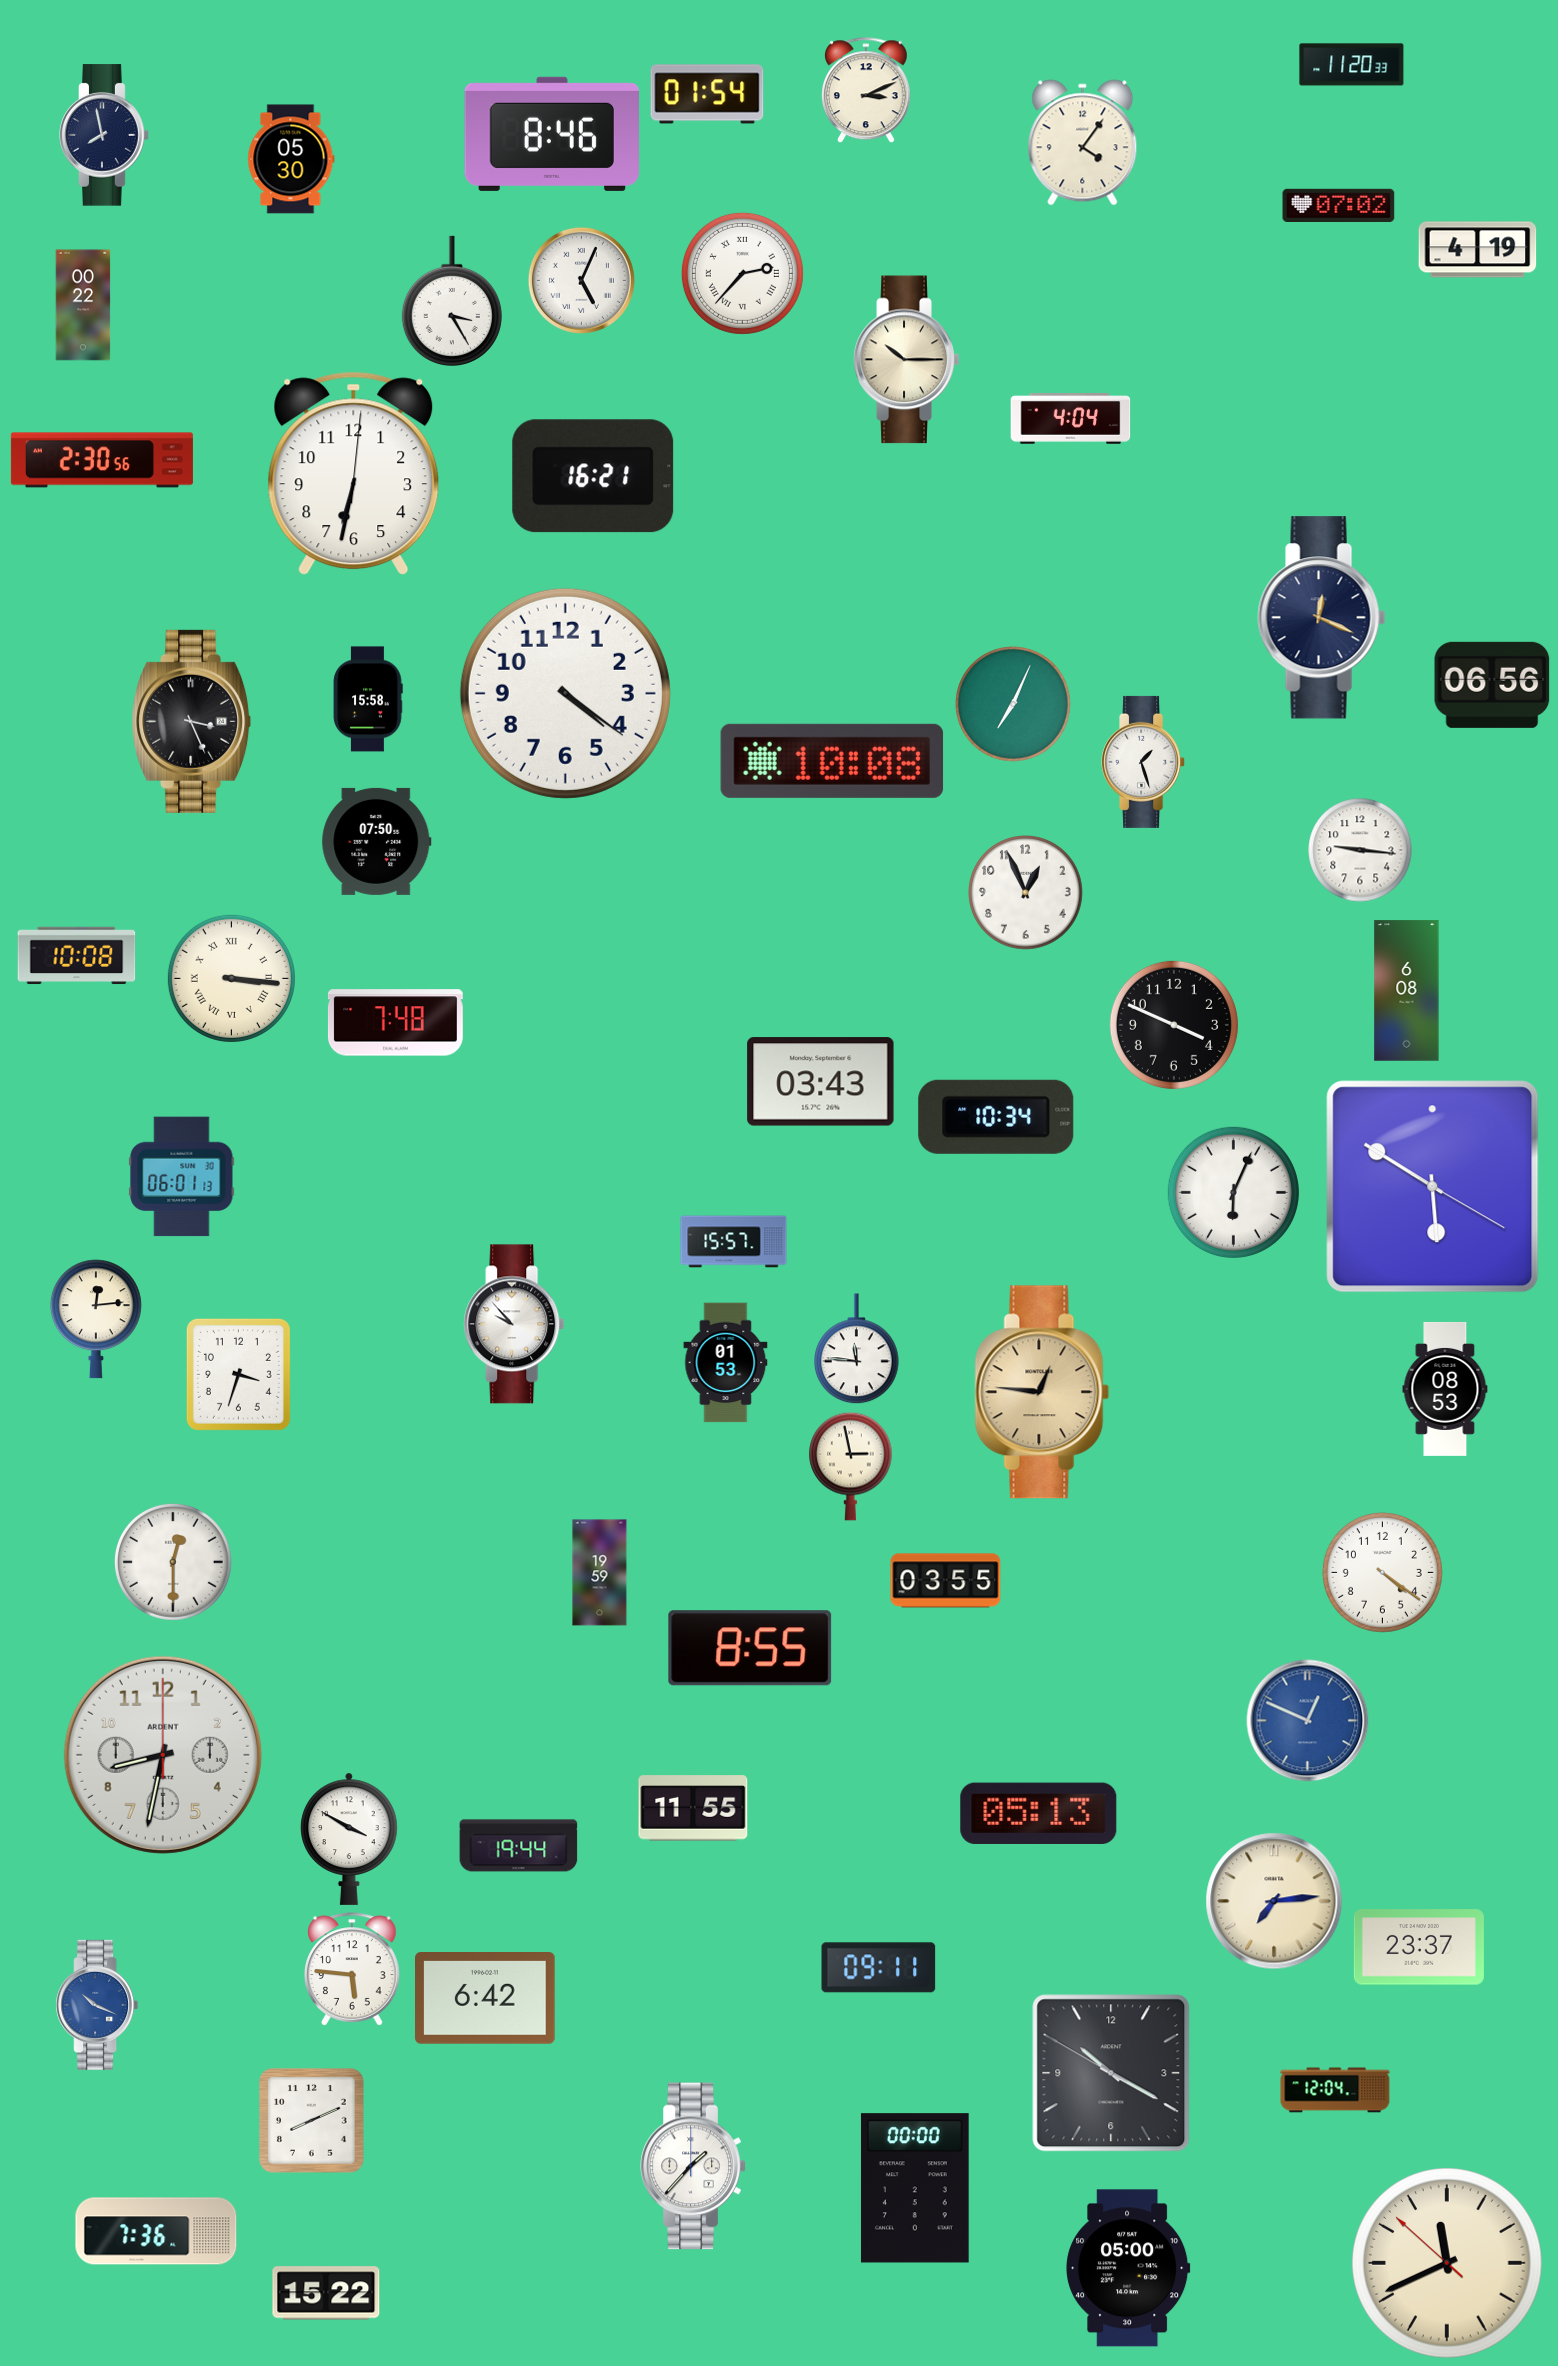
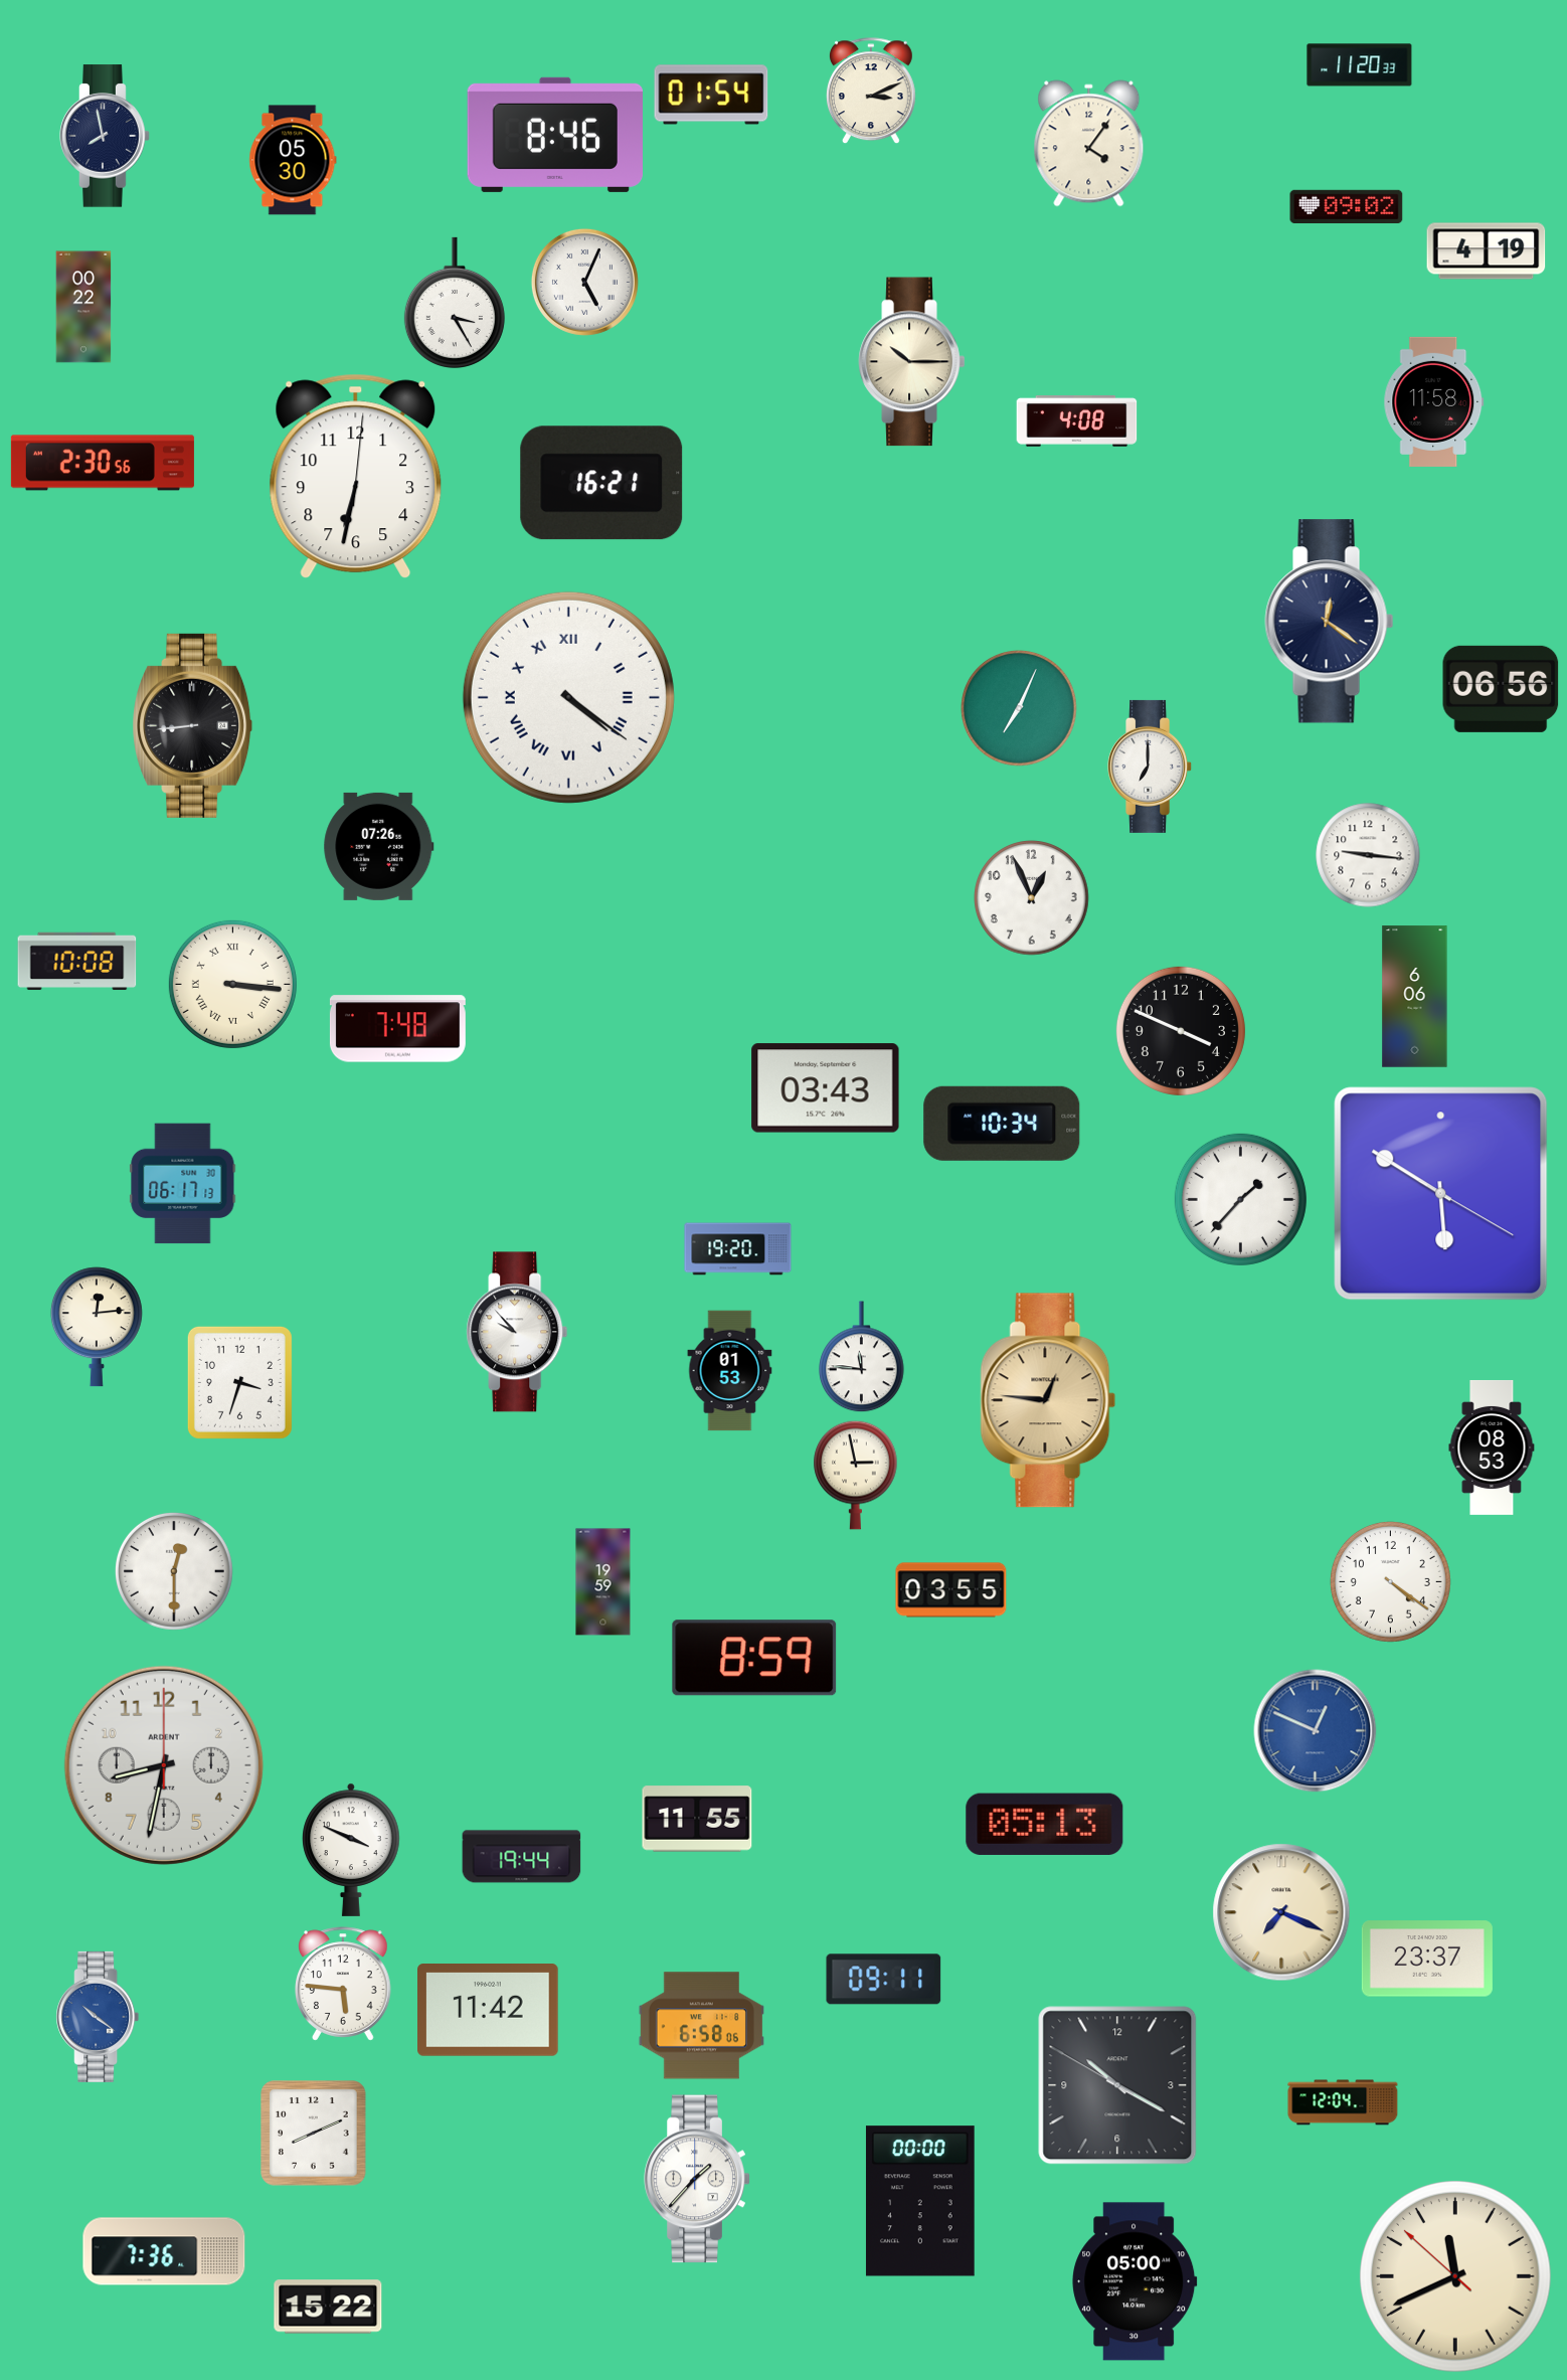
clock at (1339, 205): 07:02 -> 09:02
clock at (742, 273): 2:37 -> none
clock at (1434, 401): none -> 11:58
clock at (1071, 419): 4:04 -> 4:08
clock at (593, 476) position: (593, 476) -> (601, 483)
clock at (1322, 618): 12:19 -> 12:21
clock at (565, 693) numerals: Arabic -> Roman
clock at (368, 699): 15:58 -> none
clock at (192, 721): 3:26 -> 8:44
clock at (832, 761): 10:08 -> none
clock at (1144, 762): 1:27 -> 7:00
clock at (377, 841): 07:50 -> 07:26
clock at (1407, 991): 6:08 -> 6:06
clock at (182, 1177): 06:01 -> 06:17
clock at (1233, 1192): 6:04 -> 1:37
clock at (734, 1242): 15:57 -> 19:20
clock at (1445, 1389) position: (1445, 1389) -> (1492, 1448)
clock at (750, 1648): 8:55 -> 8:59
clock at (349, 1839): 3:50 -> 3:49
clock at (1274, 1901): 7:14 -> 7:19
clock at (352, 1969) position: (352, 1969) -> (343, 1984)
clock at (486, 1999): 6:42 -> 11:42
clock at (97, 2005): 10:19 -> 10:21
clock at (701, 2026): none -> 6:58
clock at (156, 2231) position: (156, 2231) -> (164, 2251)
